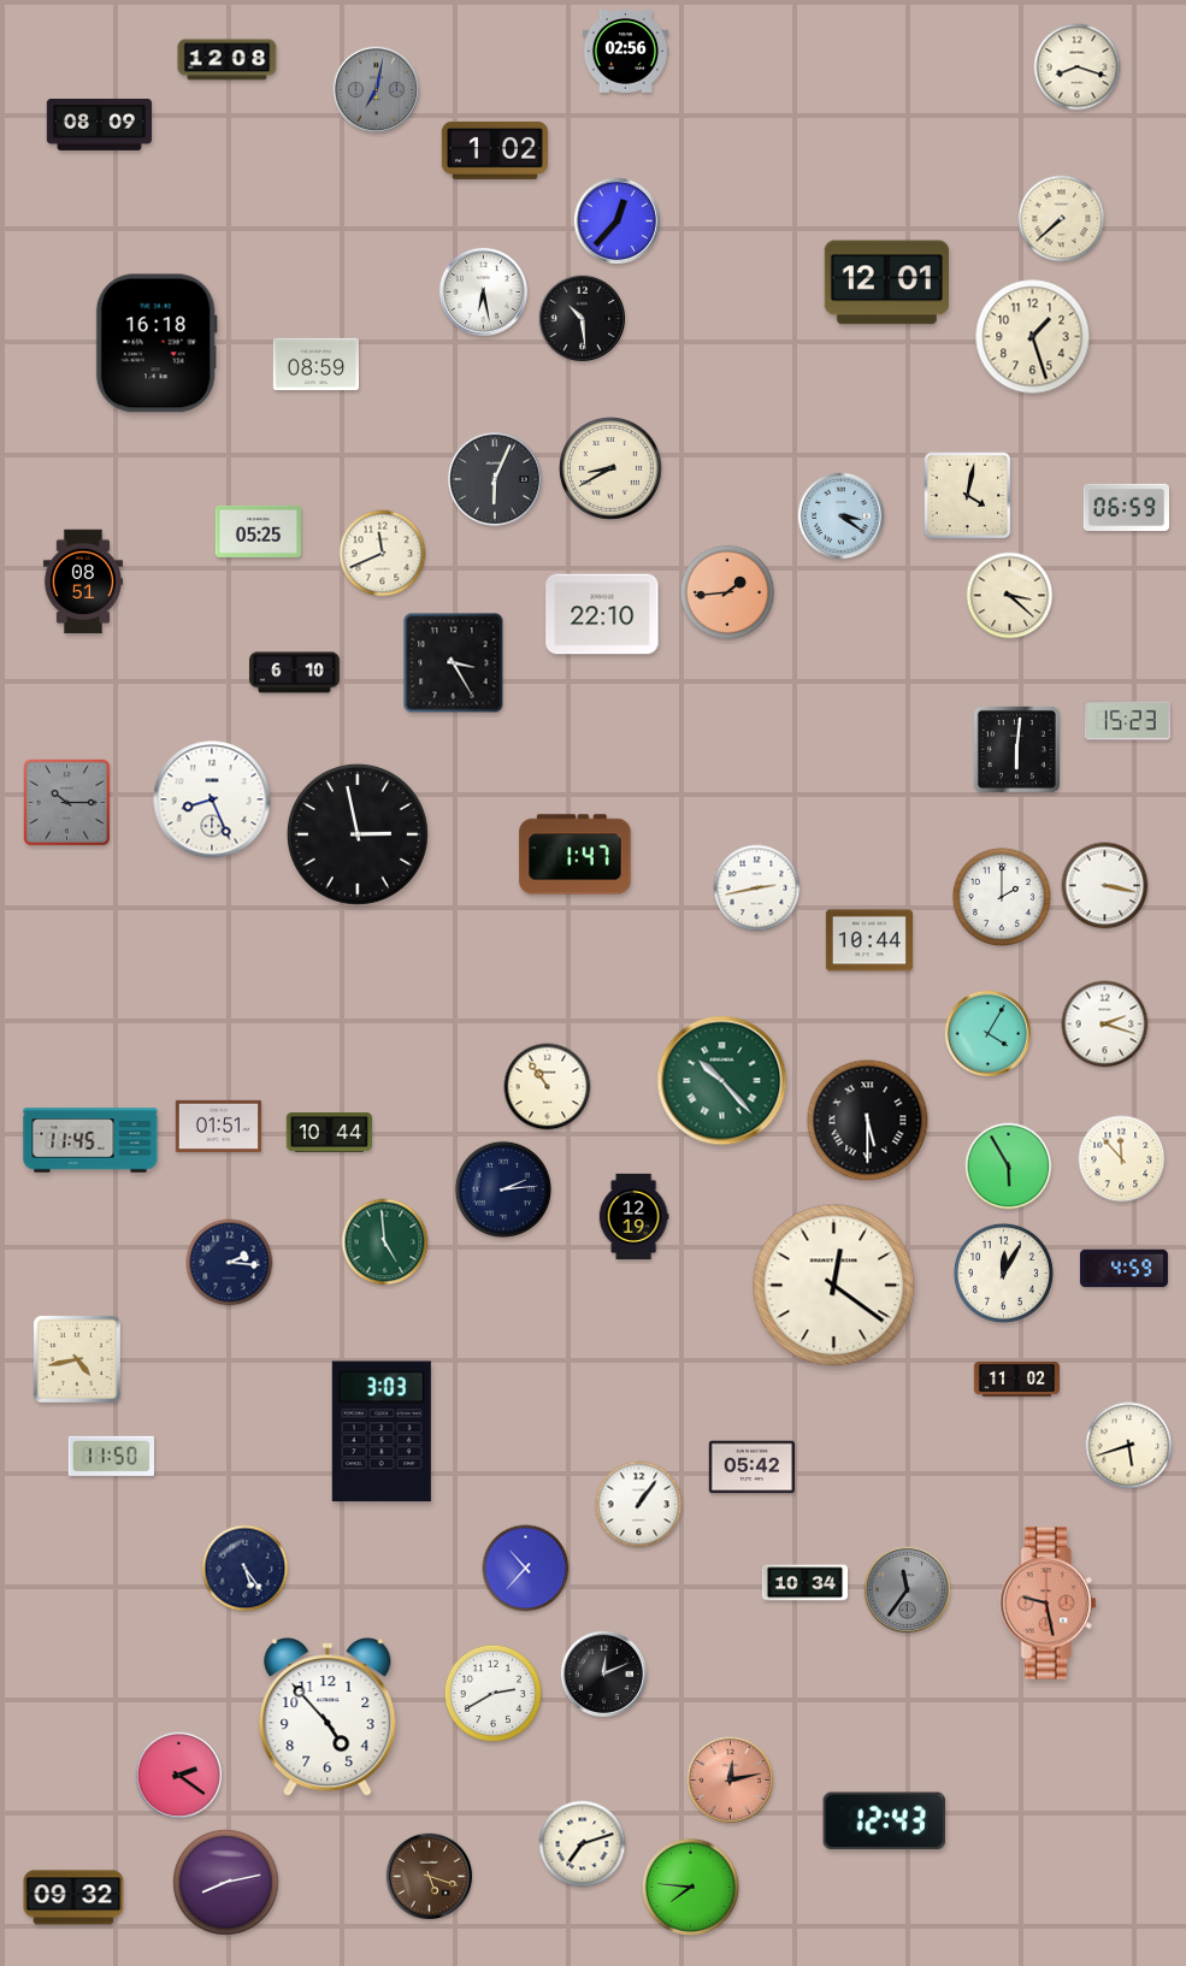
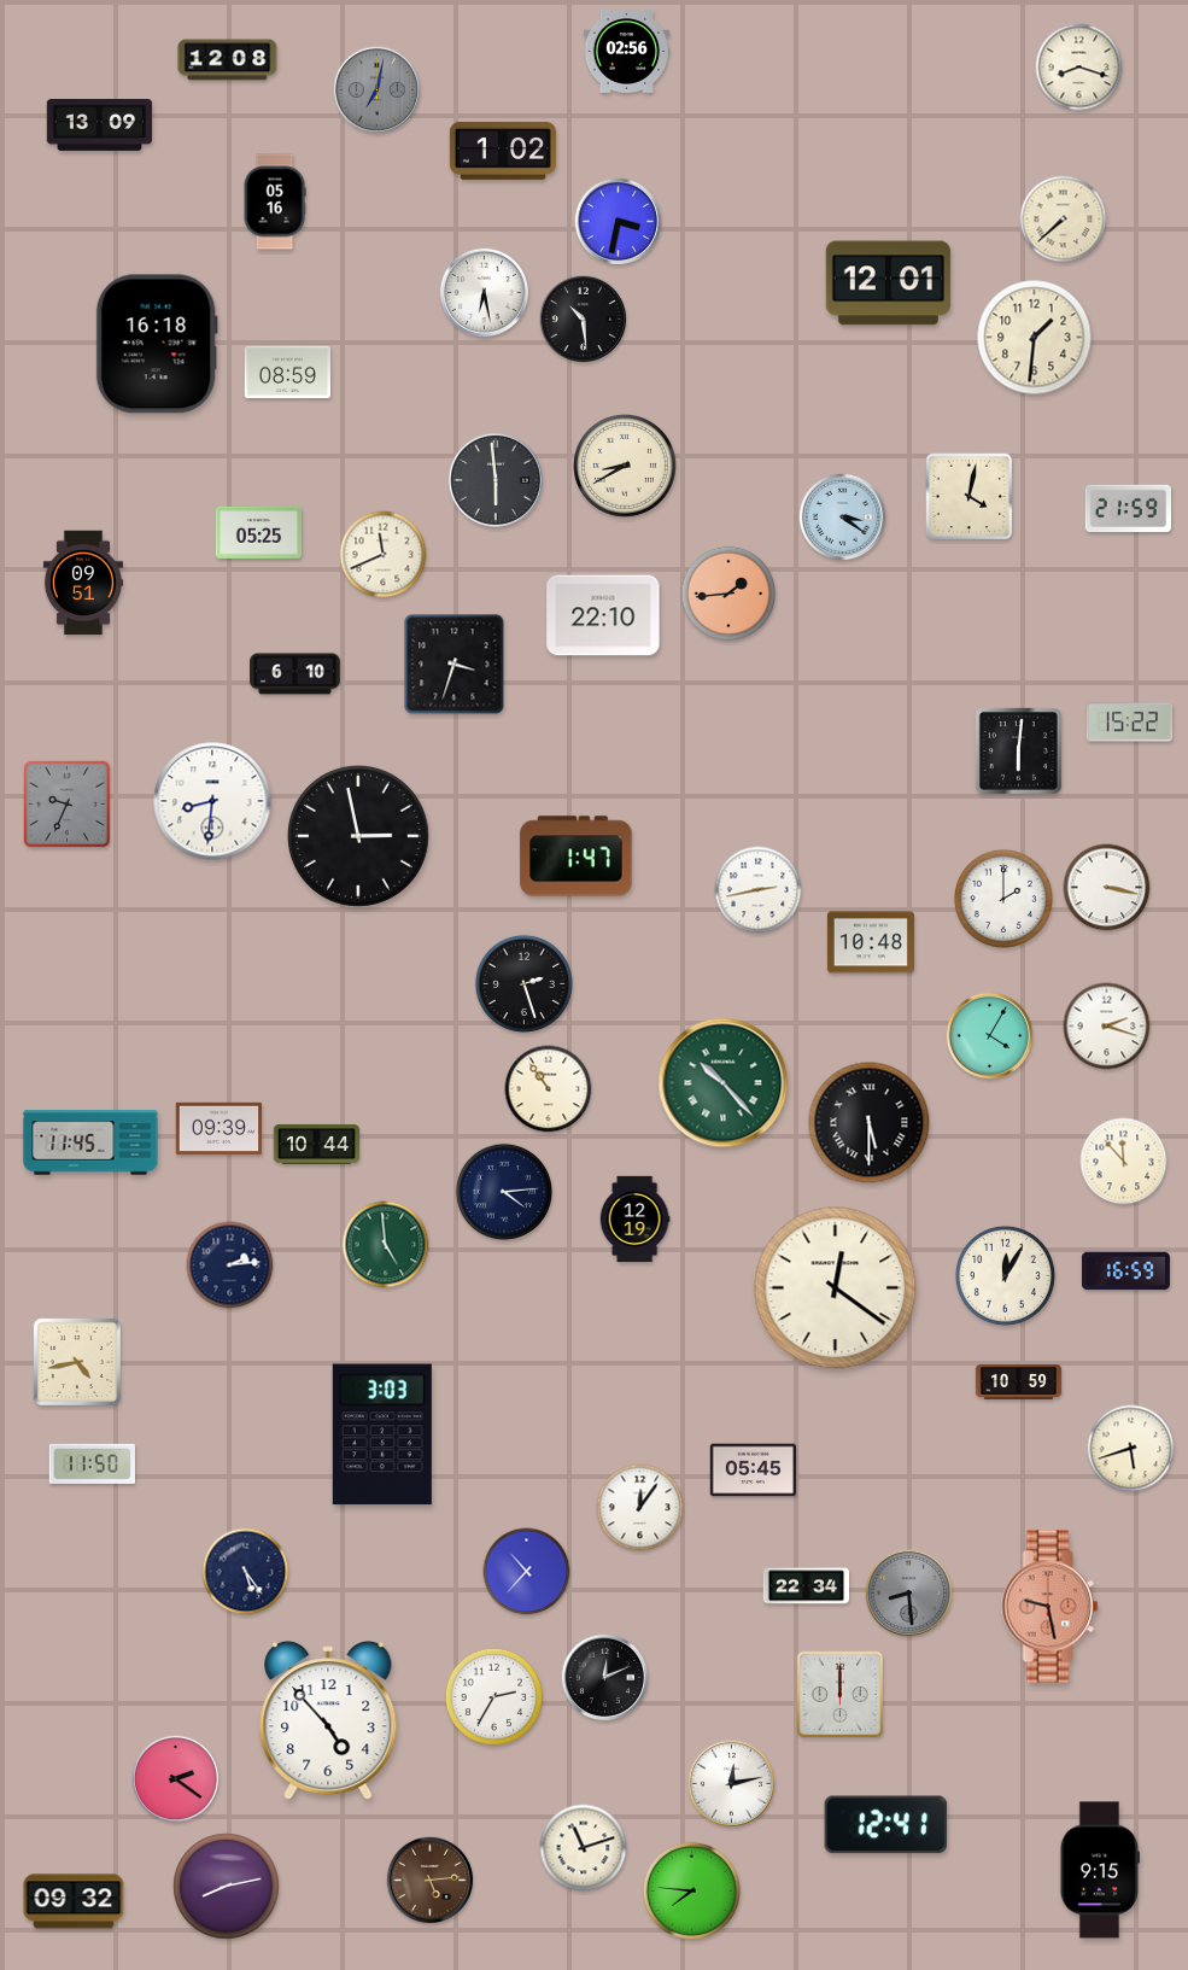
clock at (100, 125): 08:09 -> 13:09
clock at (495, 150) position: (495, 150) -> (503, 151)
clock at (275, 201): none -> 05:16
clock at (618, 222): 12:37 -> 3:32
clock at (1033, 337): 1:27 -> 1:31
clock at (315, 365) position: (315, 365) -> (287, 373)
clock at (612, 470) position: (612, 470) -> (626, 467)
clock at (495, 479): 6:04 -> 5:59
clock at (1127, 507): 06:59 -> 21:59
clock at (83, 581): 08:51 -> 09:51
clock at (1010, 596): 3:22 -> none
clock at (454, 663): 3:25 -> 3:33
clock at (1127, 721): 15:23 -> 15:22
clock at (212, 799): 8:26 -> 8:31
clock at (67, 803): 10:15 -> 9:34
clock at (869, 940): 10:44 -> 10:48
clock at (523, 983): none -> 2:27
clock at (218, 1127): 01:51 -> 09:39
clock at (330, 1132) position: (330, 1132) -> (317, 1144)
clock at (1009, 1167): 5:55 -> none
clock at (503, 1189): 2:14 -> 4:14
clock at (230, 1263): 2:16 -> 2:14
clock at (1123, 1269): 4:59 -> 16:59
clock at (1017, 1380): 11:02 -> 10:59
clock at (111, 1456) position: (111, 1456) -> (92, 1463)
clock at (751, 1468): 05:42 -> 05:45
clock at (639, 1505): 1:06 -> 12:06
clock at (806, 1583): 10:34 -> 22:34
clock at (908, 1590): 11:36 -> 8:29
clock at (841, 1695): none -> 12:00
clock at (492, 1693): 2:40 -> 2:35
clock at (179, 1776) position: (179, 1776) -> (176, 1779)
clock at (731, 1781) dial: salmon -> white
clock at (885, 1822): 12:43 -> 12:41
clock at (583, 1844): 7:12 -> 11:12
clock at (1100, 1870): none -> 9:15
clock at (430, 1877): 5:18 -> 5:14
